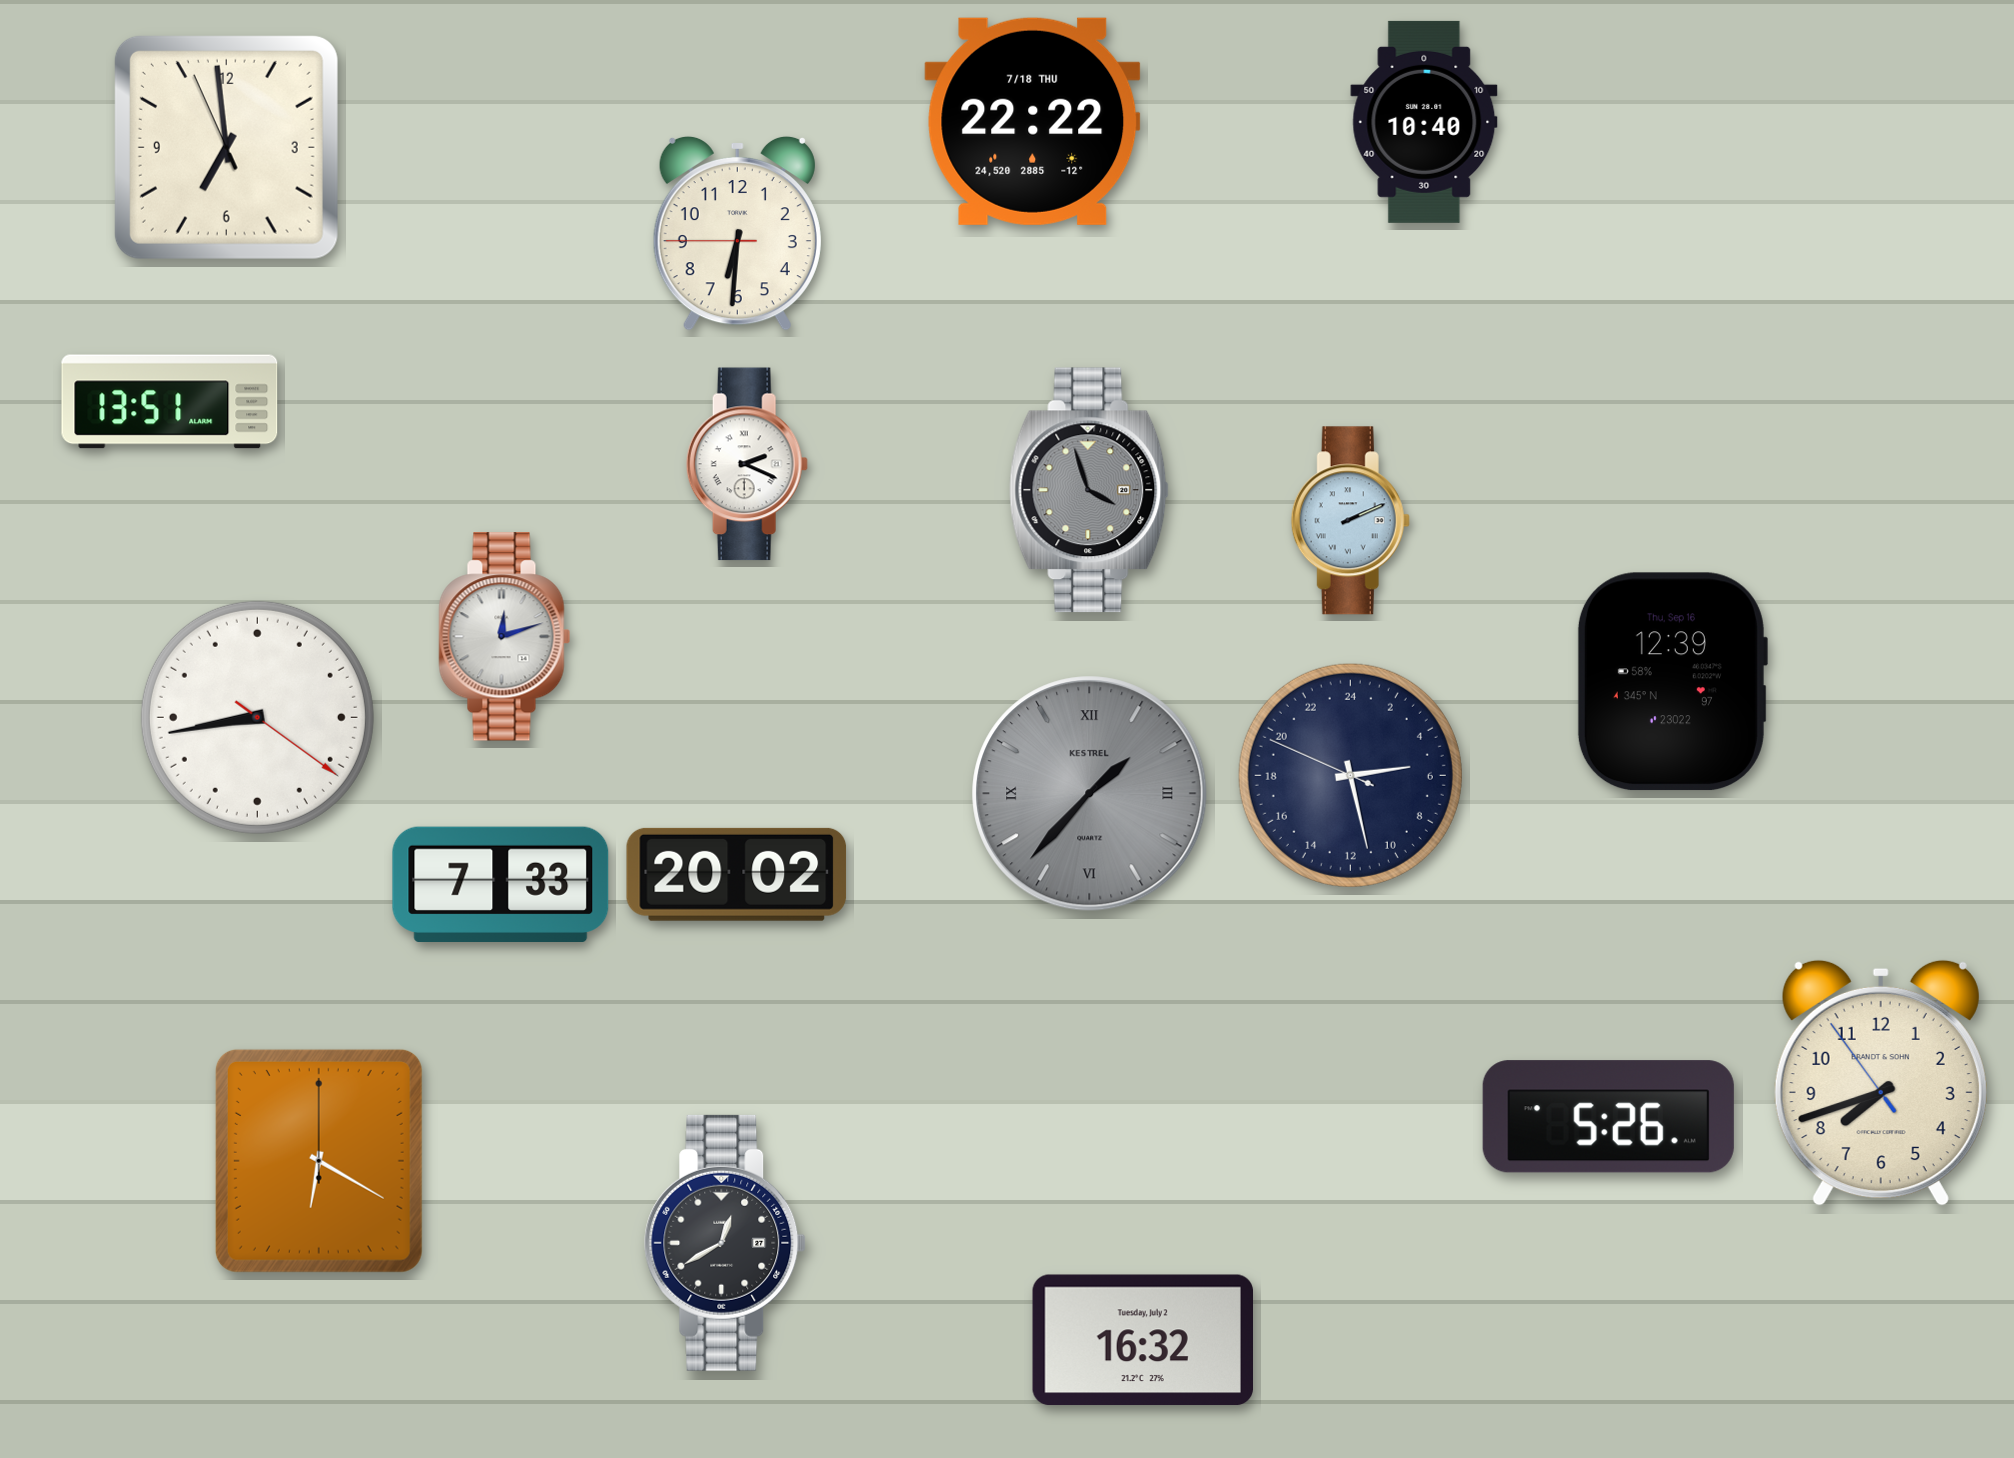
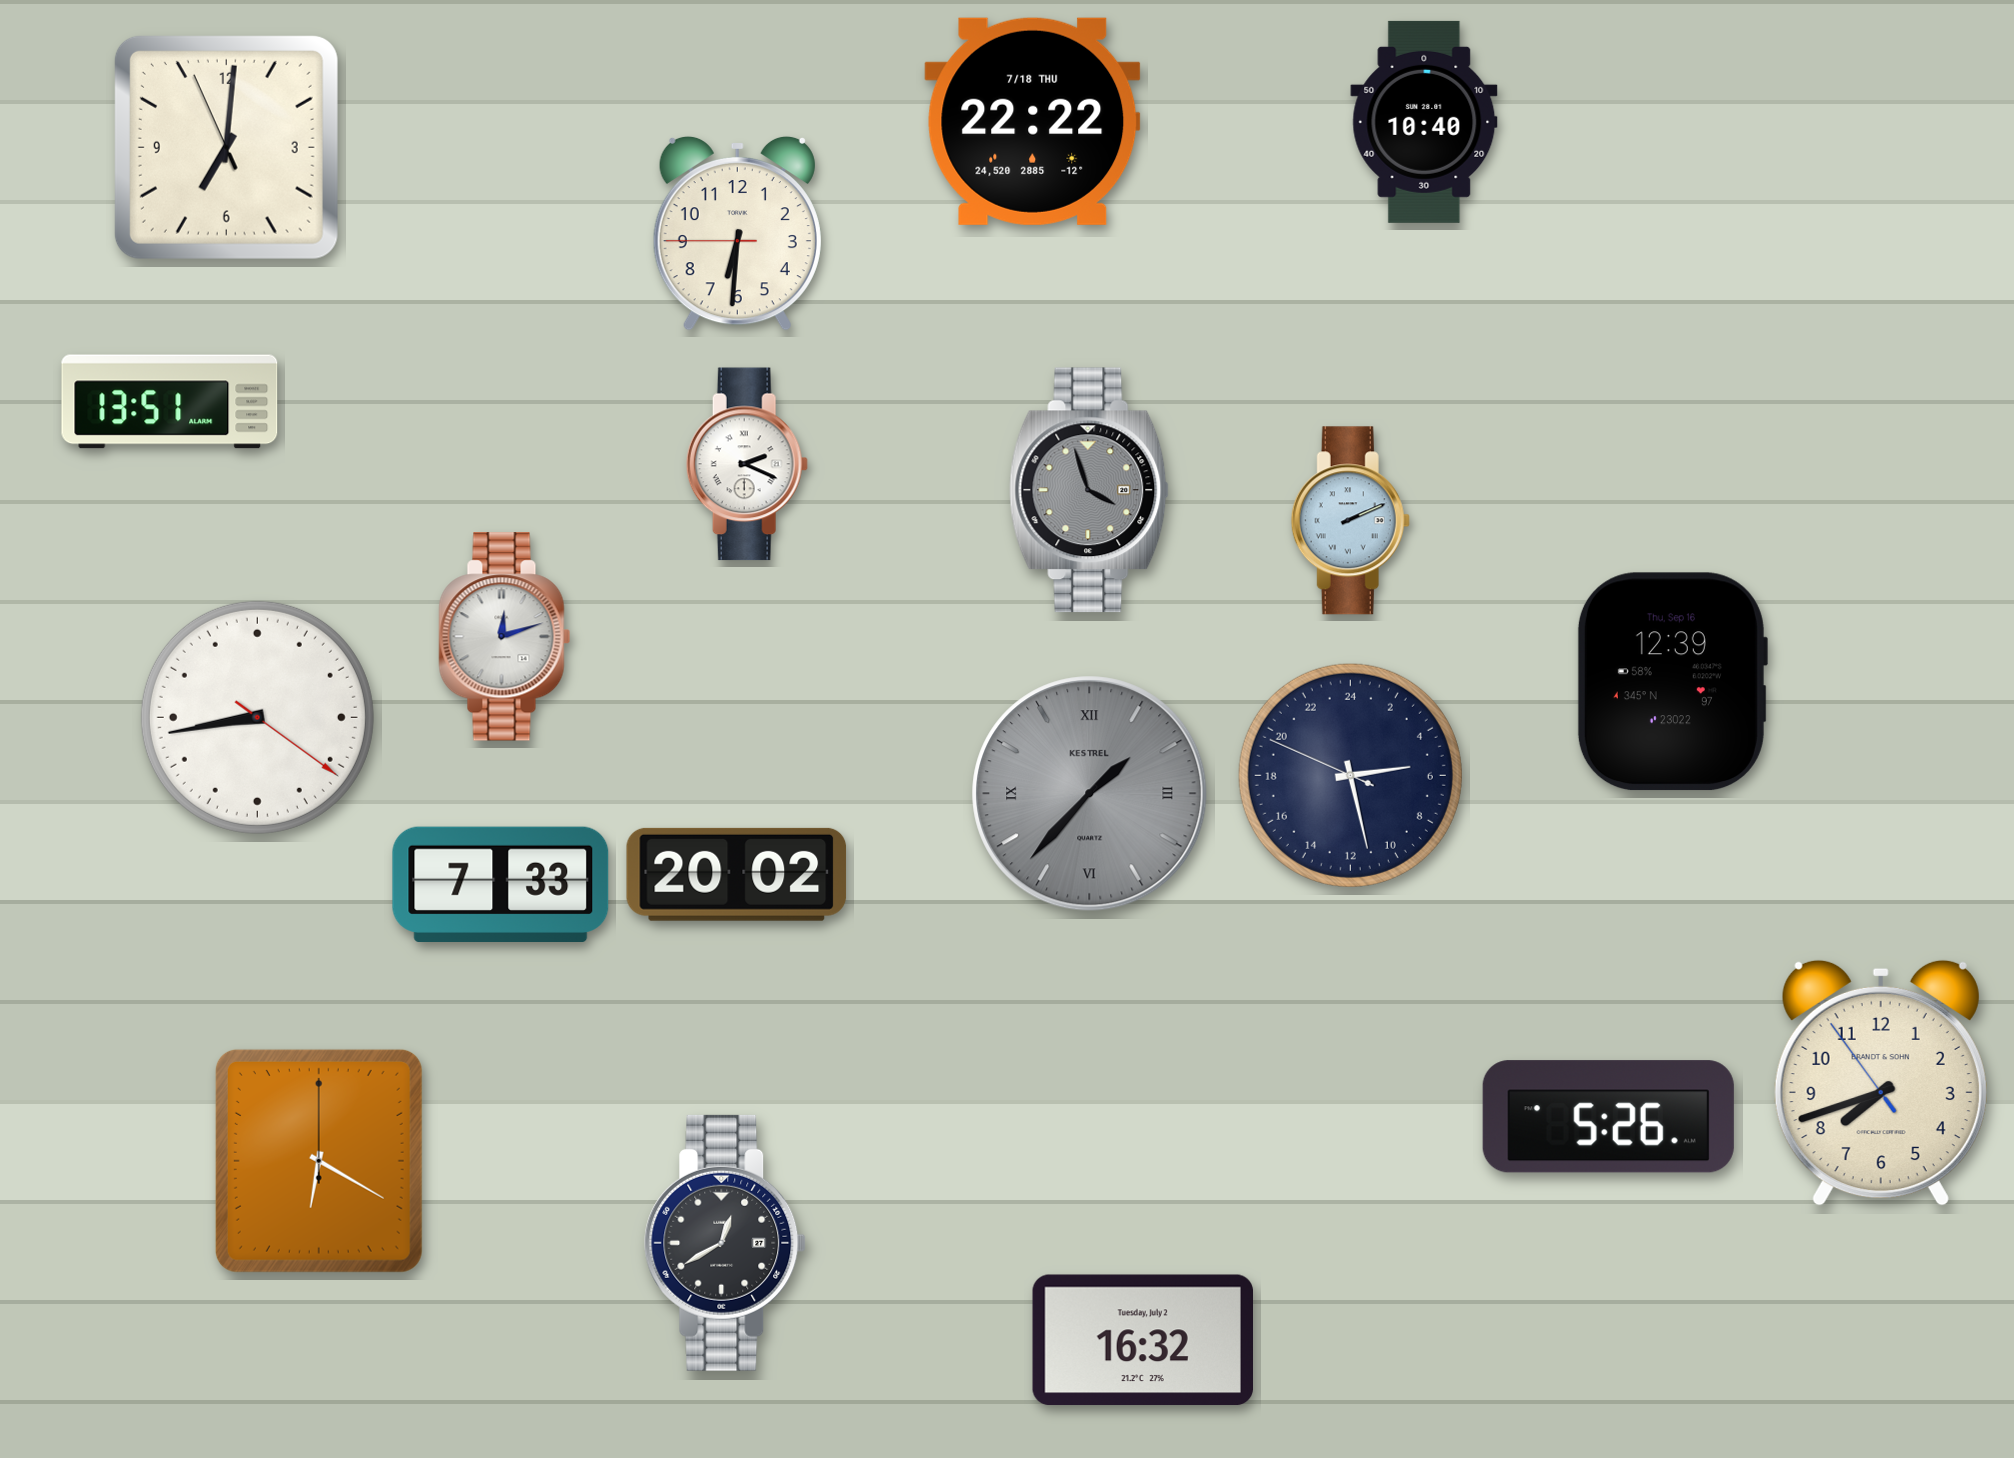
clock at (226, 147): 6:58 -> 7:00
